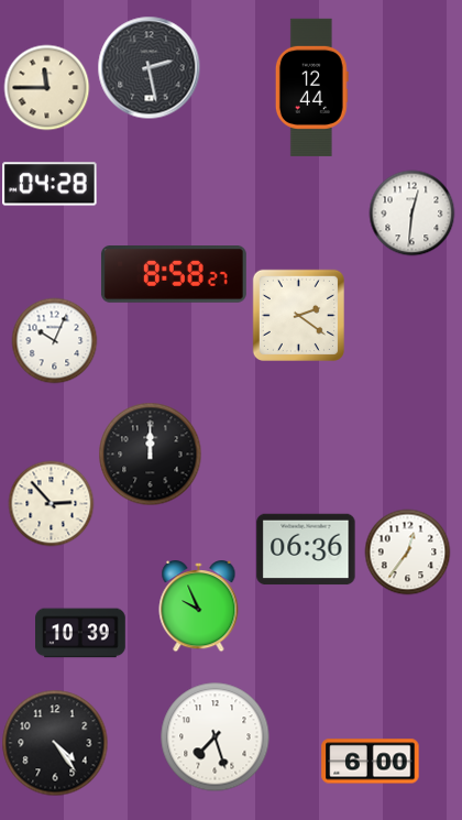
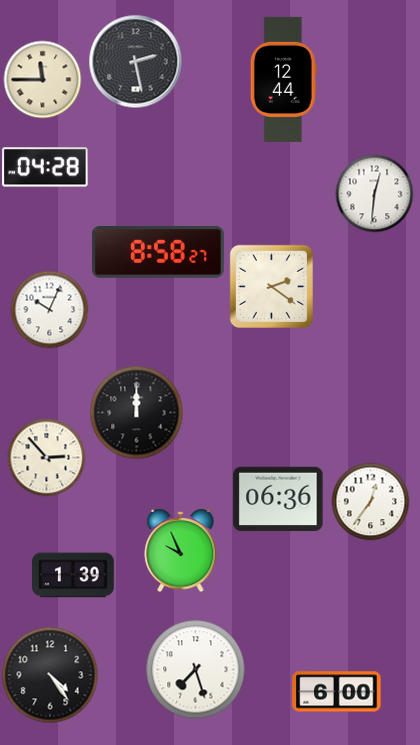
clock at (174, 275) position: (174, 275) -> (158, 253)
clock at (80, 633): 10:39 -> 1:39
